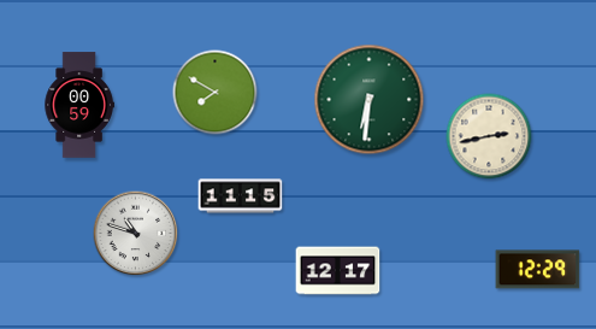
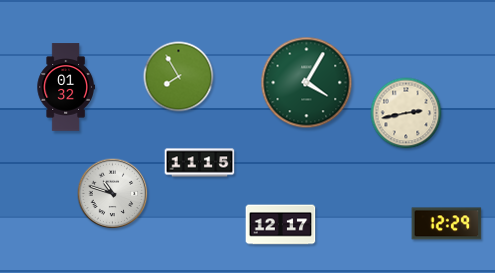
clock at (216, 93): 7:50 -> 7:55
clock at (370, 100): 6:31 -> 4:05
clock at (79, 105): 00:59 -> 01:32
